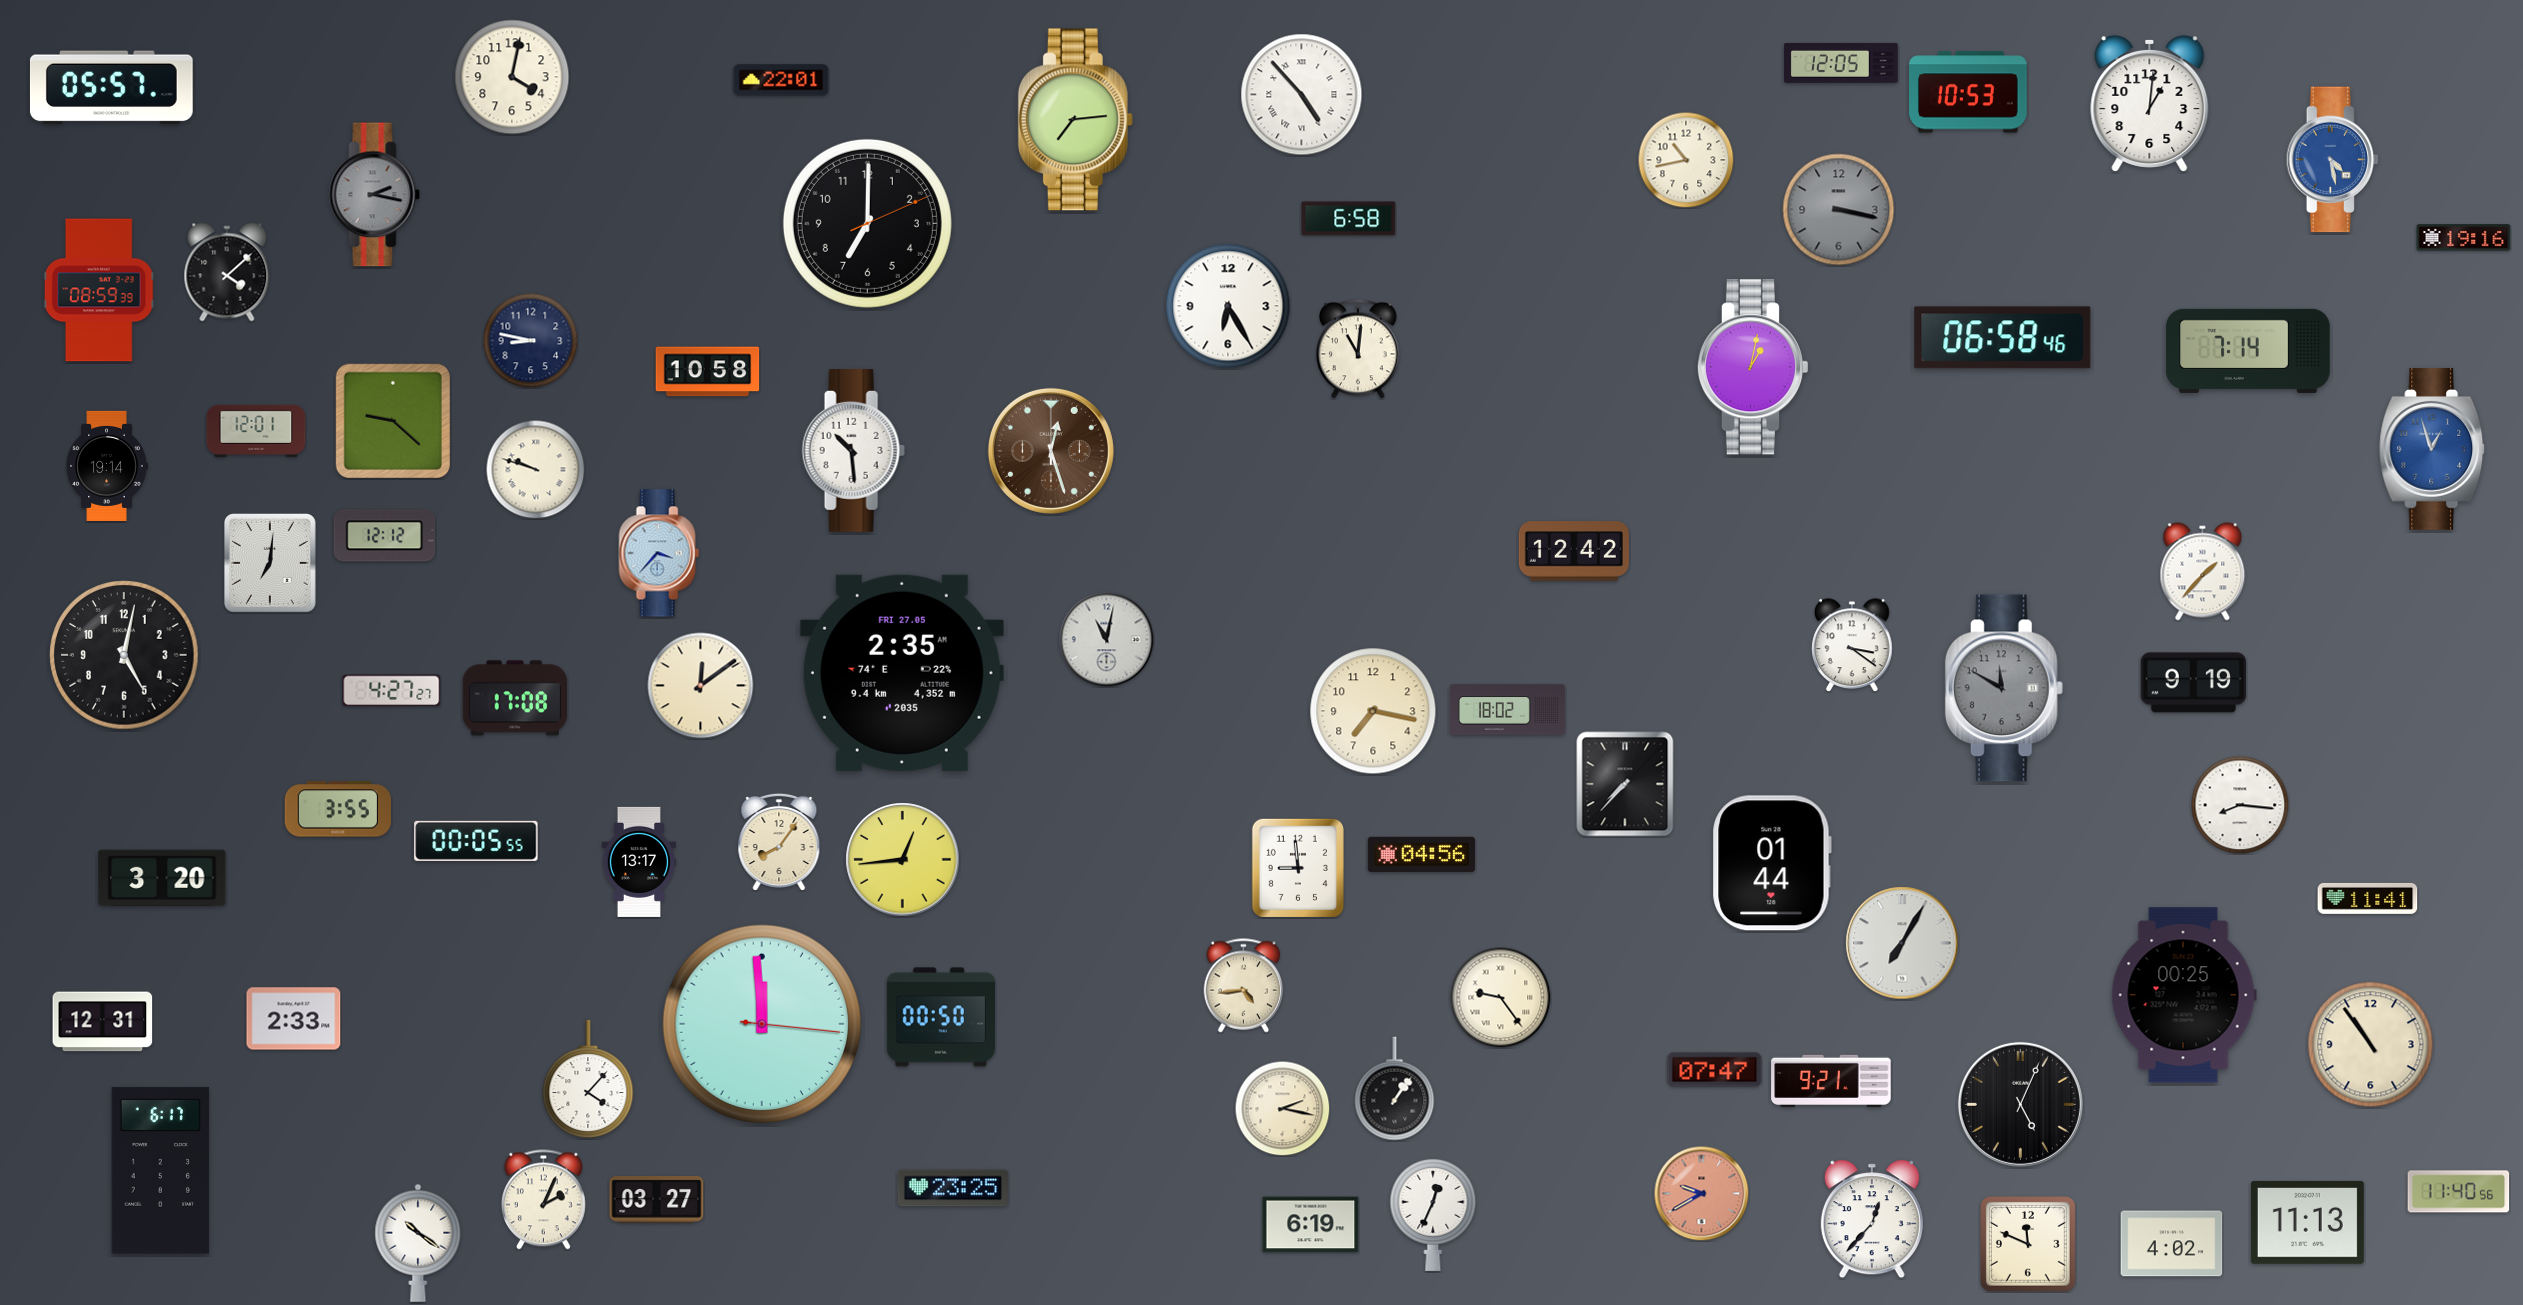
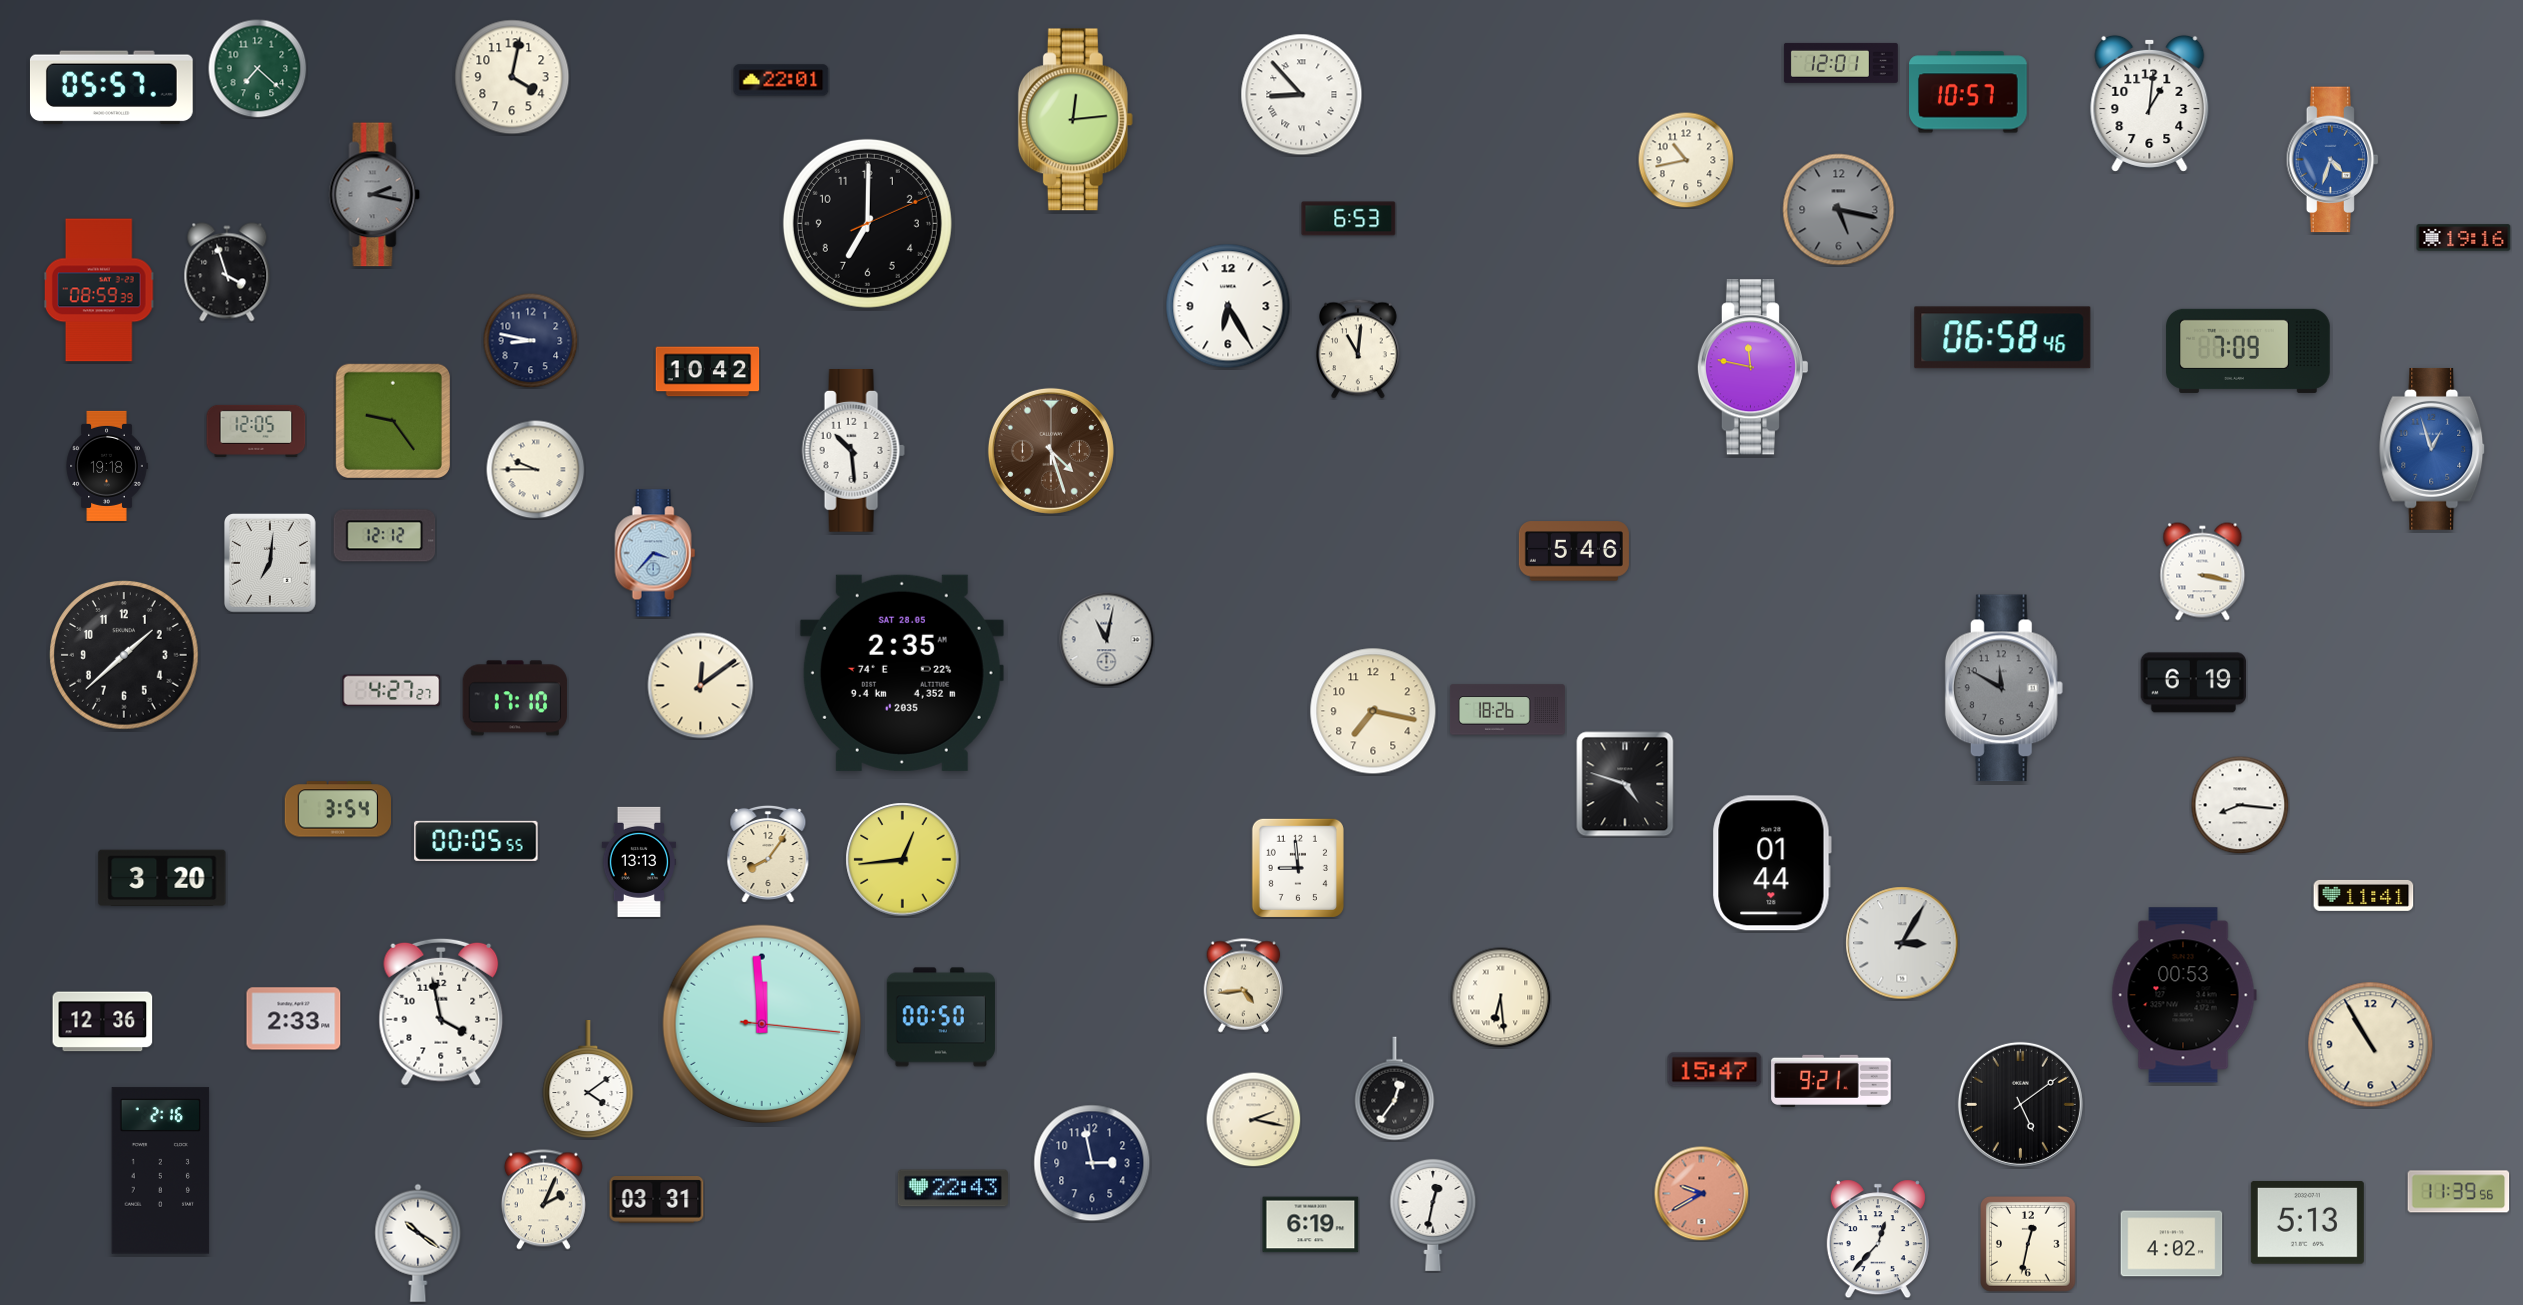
clock at (1841, 63): 12:05 -> 12:01
clock at (258, 69): none -> 7:22
clock at (1969, 92): 10:53 -> 10:57
clock at (1302, 95): 4:53 -> 8:53
clock at (1075, 120): 7:14 -> 12:14
clock at (2333, 160): 4:28 -> 4:33
clock at (1839, 210): 3:17 -> 5:17
clock at (1349, 219): 6:58 -> 6:53
clock at (227, 272): 4:08 -> 3:57
clock at (2248, 351): 7:14 -> 7:09
clock at (1752, 367): 1:02 -> 11:47
clock at (708, 372): 10:58 -> 10:42
clock at (393, 421): 9:22 -> 9:24
clock at (256, 431): 12:01 -> 12:05
clock at (1051, 451): 12:27 -> 4:27
clock at (107, 466): 19:14 -> 19:18
clock at (536, 470): 9:48 -> 9:45
clock at (1574, 551): 12:42 -> 5:46
clock at (659, 553) position: (659, 553) -> (655, 553)
clock at (2203, 572): 1:37 -> 3:17
clock at (1852, 645): 3:21 -> none
clock at (124, 655): 5:02 -> 1:38
clock at (902, 673) date: FRI 27.05 -> SAT 28.05
clock at (2193, 683): 9:19 -> 6:19
clock at (515, 698): 17:08 -> 17:10
clock at (1507, 710): 18:02 -> 18:26
clock at (1625, 784): 7:37 -> 4:48
clock at (337, 809): 3:55 -> 3:54
clock at (779, 842) position: (779, 842) -> (768, 854)
clock at (1421, 854): 04:56 -> none
clock at (638, 862): 13:17 -> 13:13
clock at (2368, 898) position: (2368, 898) -> (2364, 895)
clock at (1902, 943): 7:05 -> 3:05
clock at (2184, 995): 00:25 -> 00:53
clock at (1501, 998): 9:24 -> 6:29
clock at (441, 1012): none -> 3:58
clock at (103, 1022): 12:31 -> 12:36
clock at (2371, 1045): 10:54 -> 10:55
clock at (1715, 1070): 07:47 -> 15:47
clock at (588, 1080): 4:07 -> 4:09
clock at (1395, 1089): 1:06 -> 12:36
clock at (2020, 1104): 5:04 -> 5:09
clock at (1282, 1108) position: (1282, 1108) -> (1253, 1119)
clock at (1092, 1163): none -> 2:58
clock at (161, 1171): 6:17 -> 2:16
clock at (953, 1188): 23:25 -> 22:43
clock at (2459, 1192): 11:40 -> 11:39
clock at (657, 1200): 03:27 -> 03:31
clock at (1433, 1214): 12:34 -> 12:32
clock at (1872, 1219) position: (1872, 1219) -> (1878, 1239)
clock at (2307, 1223): 11:13 -> 5:13
clock at (2029, 1245): 11:49 -> 12:32
